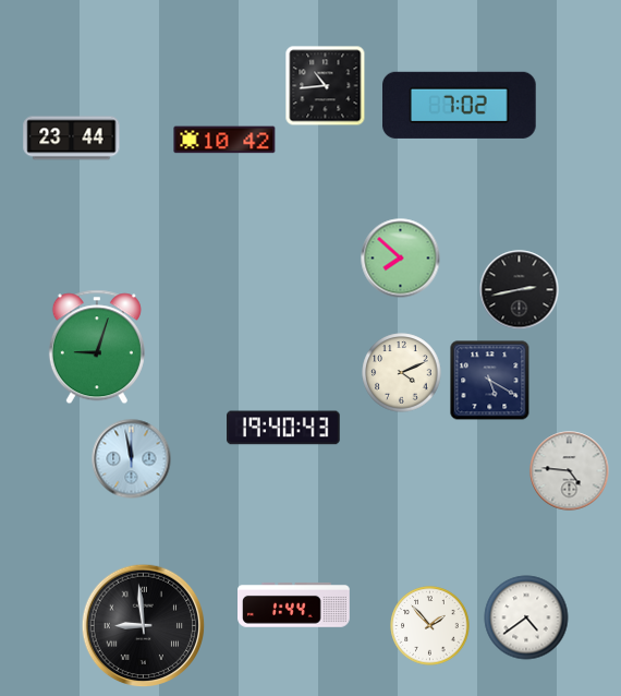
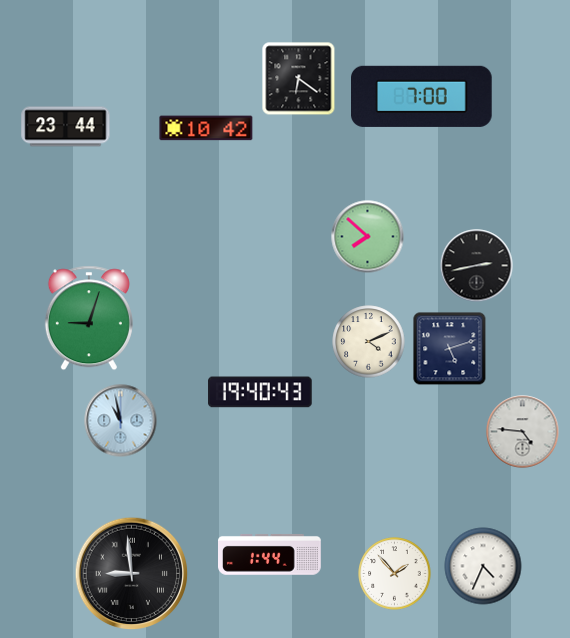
clock at (326, 86): 10:44 -> 6:21
clock at (460, 105): 7:02 -> 7:00
clock at (490, 381): 5:20 -> 5:12
clock at (132, 459): 11:58 -> 10:58
clock at (526, 617): 4:39 -> 4:34
